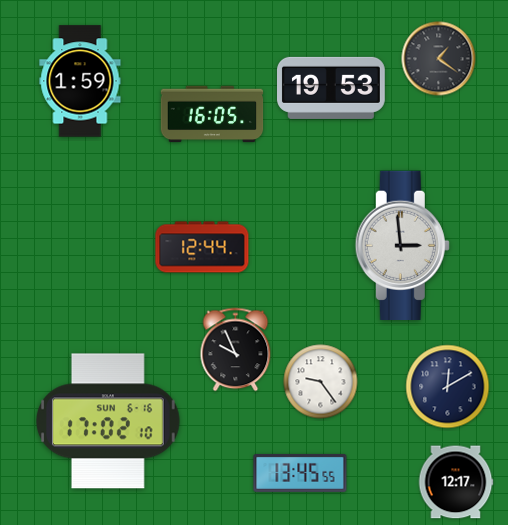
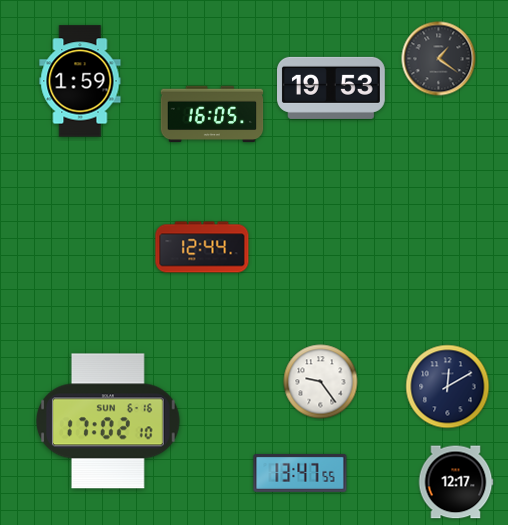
clock at (402, 245): 2:59 -> none
clock at (236, 350): 9:56 -> none
clock at (300, 473): 13:45 -> 13:47
